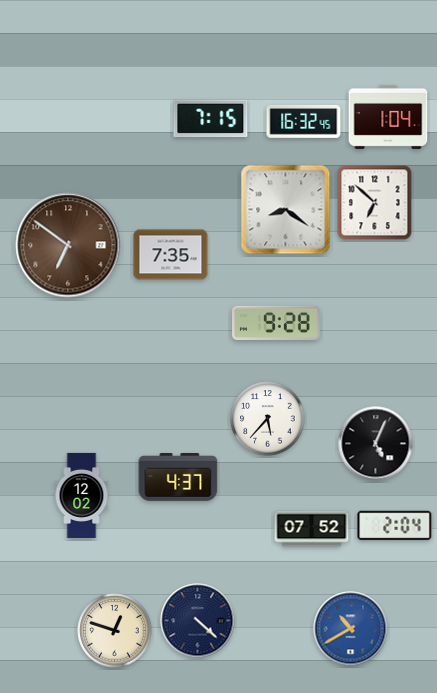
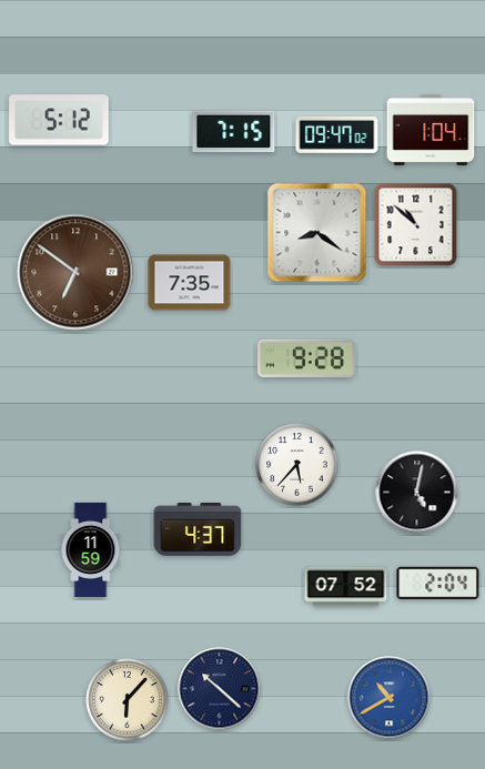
clock at (59, 120): none -> 5:12
clock at (304, 122): 16:32 -> 09:47
clock at (375, 203): 6:52 -> 10:52
clock at (376, 444): 5:04 -> 5:02
clock at (82, 495): 12:02 -> 11:59
clock at (198, 621): 4:22 -> 10:22
clock at (115, 631): 12:48 -> 6:07
